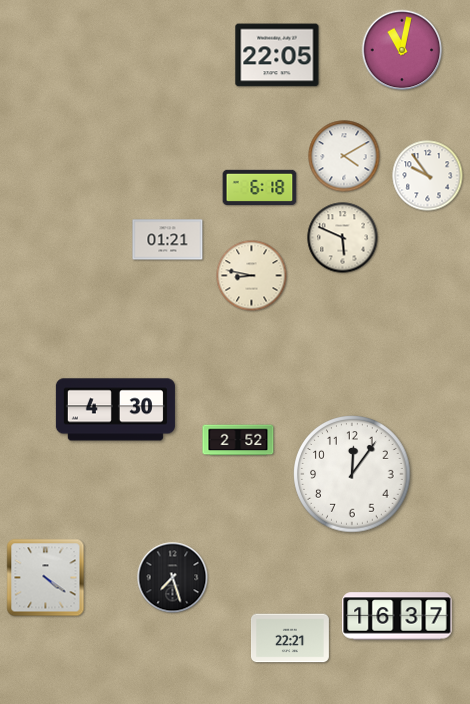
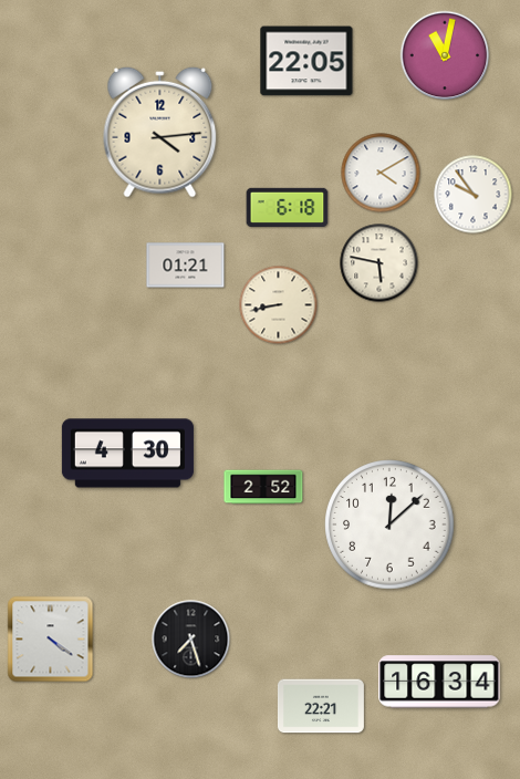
clock at (160, 132): none -> 4:14
clock at (343, 238): 5:49 -> 5:47
clock at (252, 276): 8:47 -> 8:43
clock at (352, 474): 12:06 -> 12:08
clock at (397, 616): 16:37 -> 16:34
